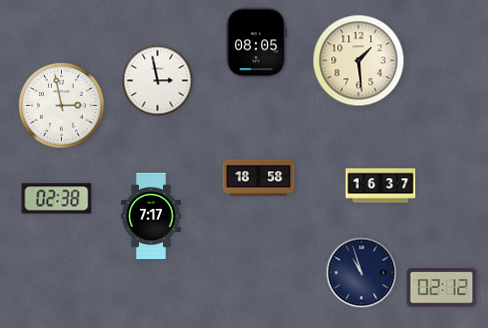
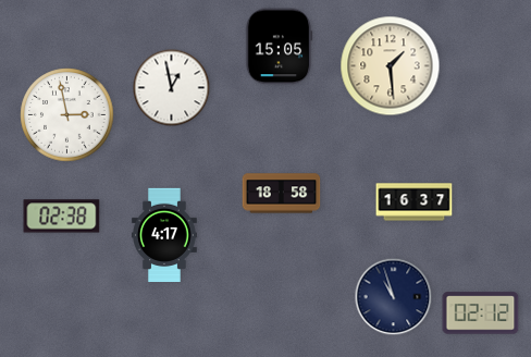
clock at (256, 43): 08:05 -> 15:05
clock at (158, 81): 2:58 -> 12:58
clock at (152, 216): 7:17 -> 4:17
